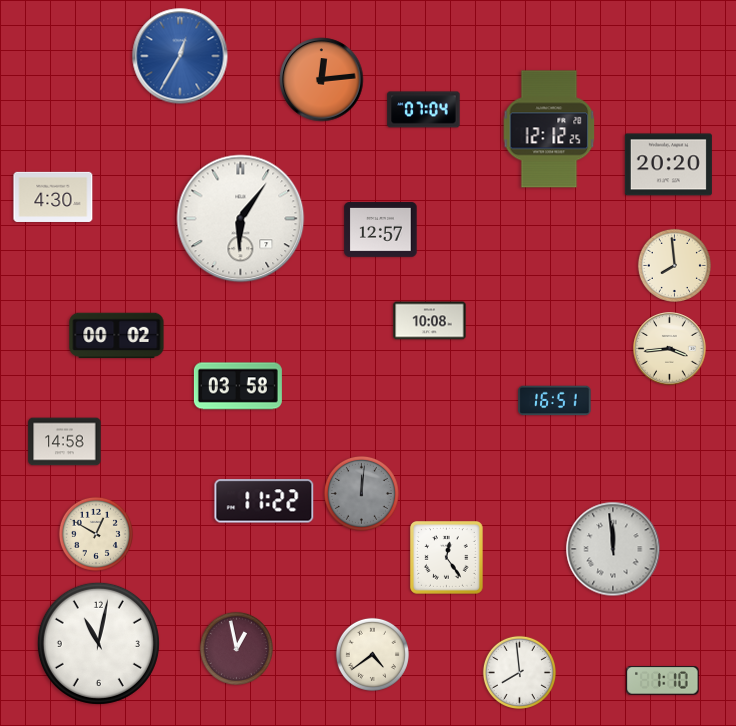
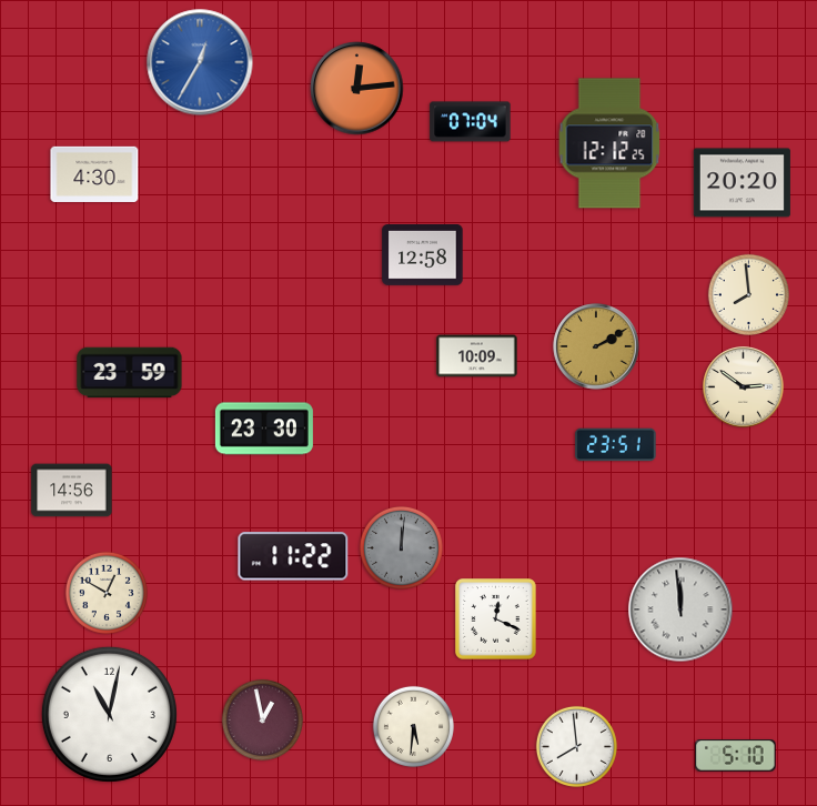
clock at (53, 197) position: (53, 197) -> (94, 174)
clock at (241, 219): 6:06 -> none
clock at (381, 230): 12:57 -> 12:58
clock at (596, 346): none -> 2:10
clock at (430, 321): 10:08 -> 10:09
clock at (117, 336): 00:02 -> 23:59
clock at (670, 349): 3:44 -> 2:51
clock at (238, 386): 03:58 -> 23:30
clock at (555, 401): 16:51 -> 23:51
clock at (65, 442): 14:58 -> 14:56
clock at (447, 558): 12:24 -> 12:19
clock at (372, 654): 4:39 -> 5:31
clock at (663, 681): 1:10 -> 5:10
